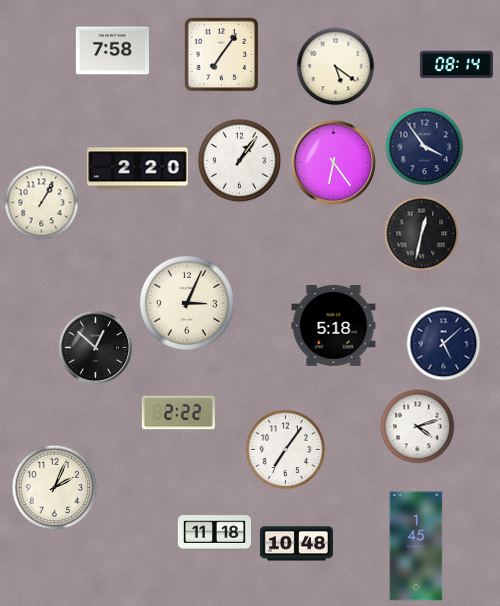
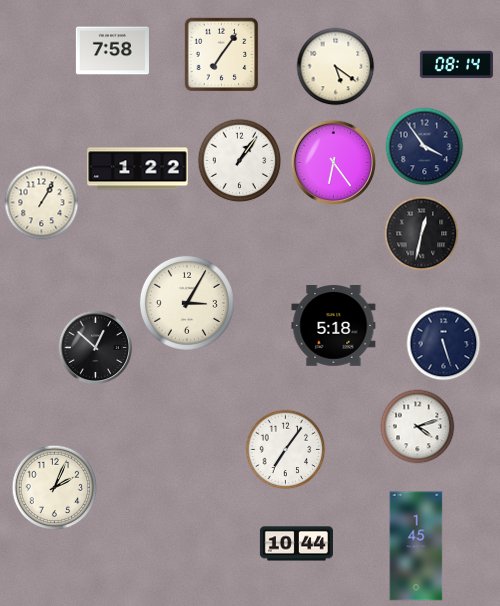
clock at (138, 169): 2:20 -> 1:22
clock at (187, 303): 3:04 -> 3:05
clock at (444, 344): 5:08 -> 5:27
clock at (178, 413): 2:22 -> none
clock at (214, 533): 11:18 -> none
clock at (296, 544): 10:48 -> 10:44
